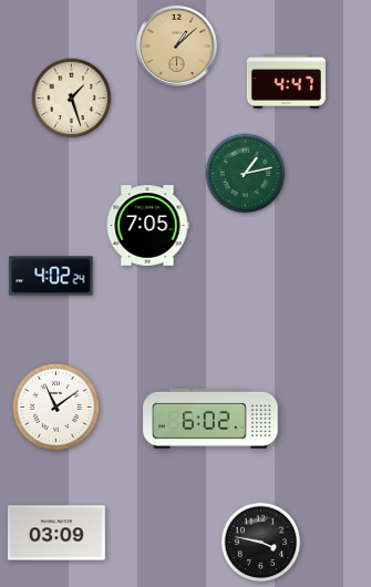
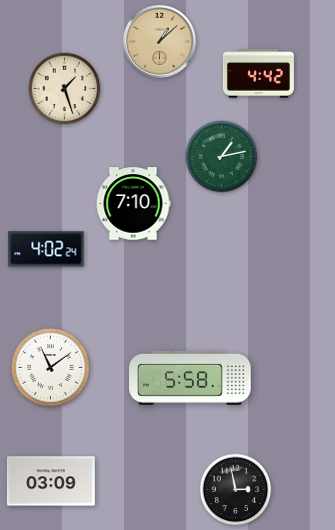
clock at (286, 82): 4:47 -> 4:42
clock at (147, 226): 7:05 -> 7:10
clock at (210, 419): 6:02 -> 5:58
clock at (261, 543): 3:47 -> 2:58
